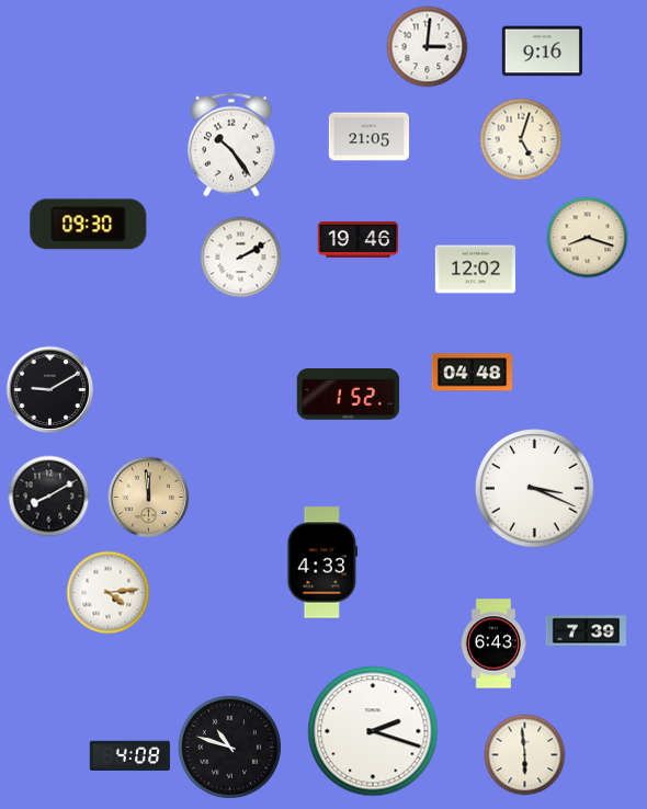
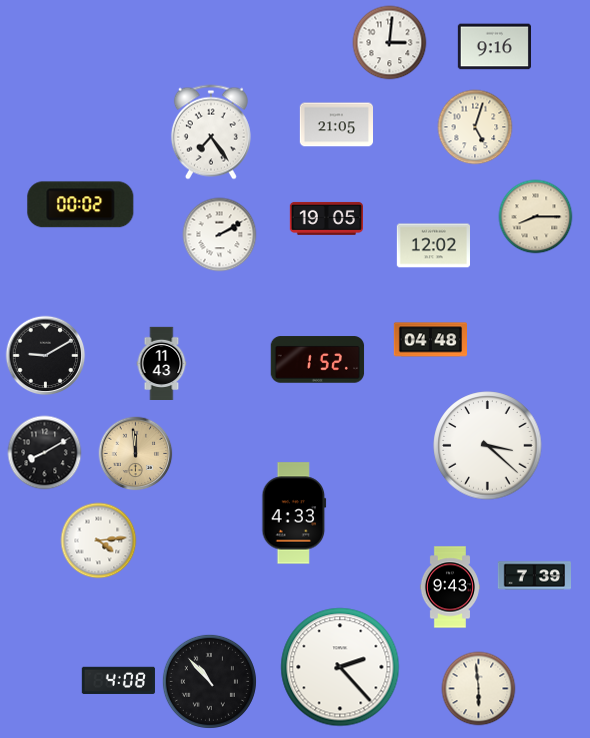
clock at (231, 145): 10:24 -> 7:24
clock at (89, 225): 09:30 -> 00:02
clock at (588, 238): 8:18 -> 8:15
clock at (357, 239): 19:46 -> 19:05
clock at (162, 363): none -> 11:43
clock at (535, 489): 3:19 -> 3:22
clock at (493, 643): 6:43 -> 9:43
clock at (373, 731): 2:18 -> 2:23
clock at (229, 747): 10:48 -> 10:53
clock at (129, 755) position: (129, 755) -> (118, 680)
